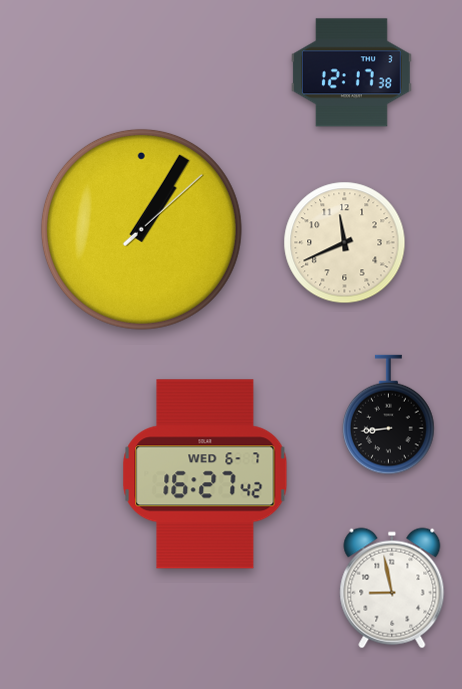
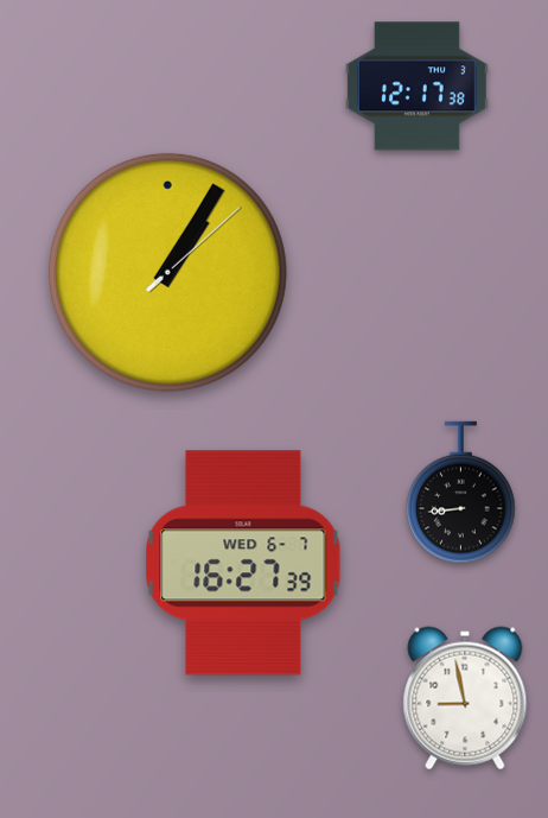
clock at (345, 243): 11:41 -> none
clock at (205, 474): 16:27:42 -> 16:27:39
